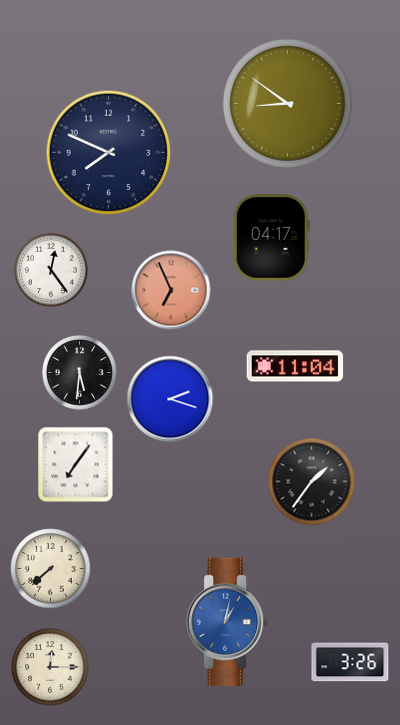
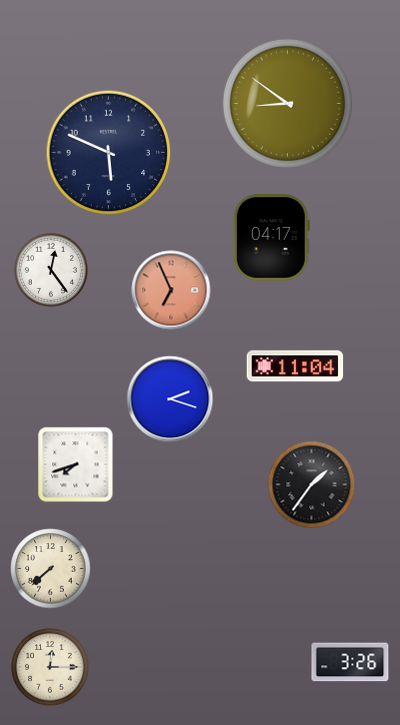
clock at (109, 153): 7:49 -> 5:49
clock at (80, 373): 5:31 -> none
clock at (76, 465): 7:06 -> 7:42
clock at (312, 482) position: (312, 482) -> (312, 485)
clock at (227, 622): 1:02 -> none
